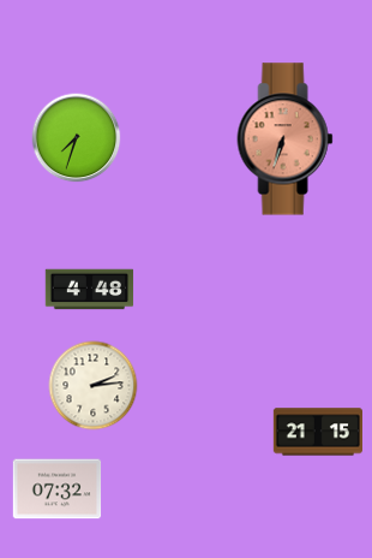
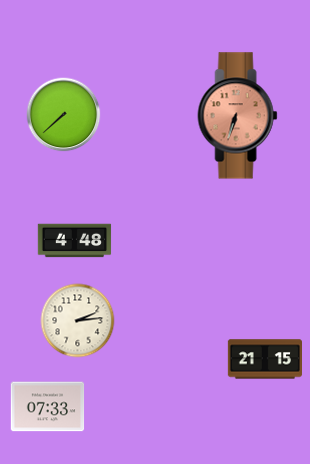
clock at (77, 138): 7:33 -> 7:38
clock at (58, 489): 07:32 -> 07:33
